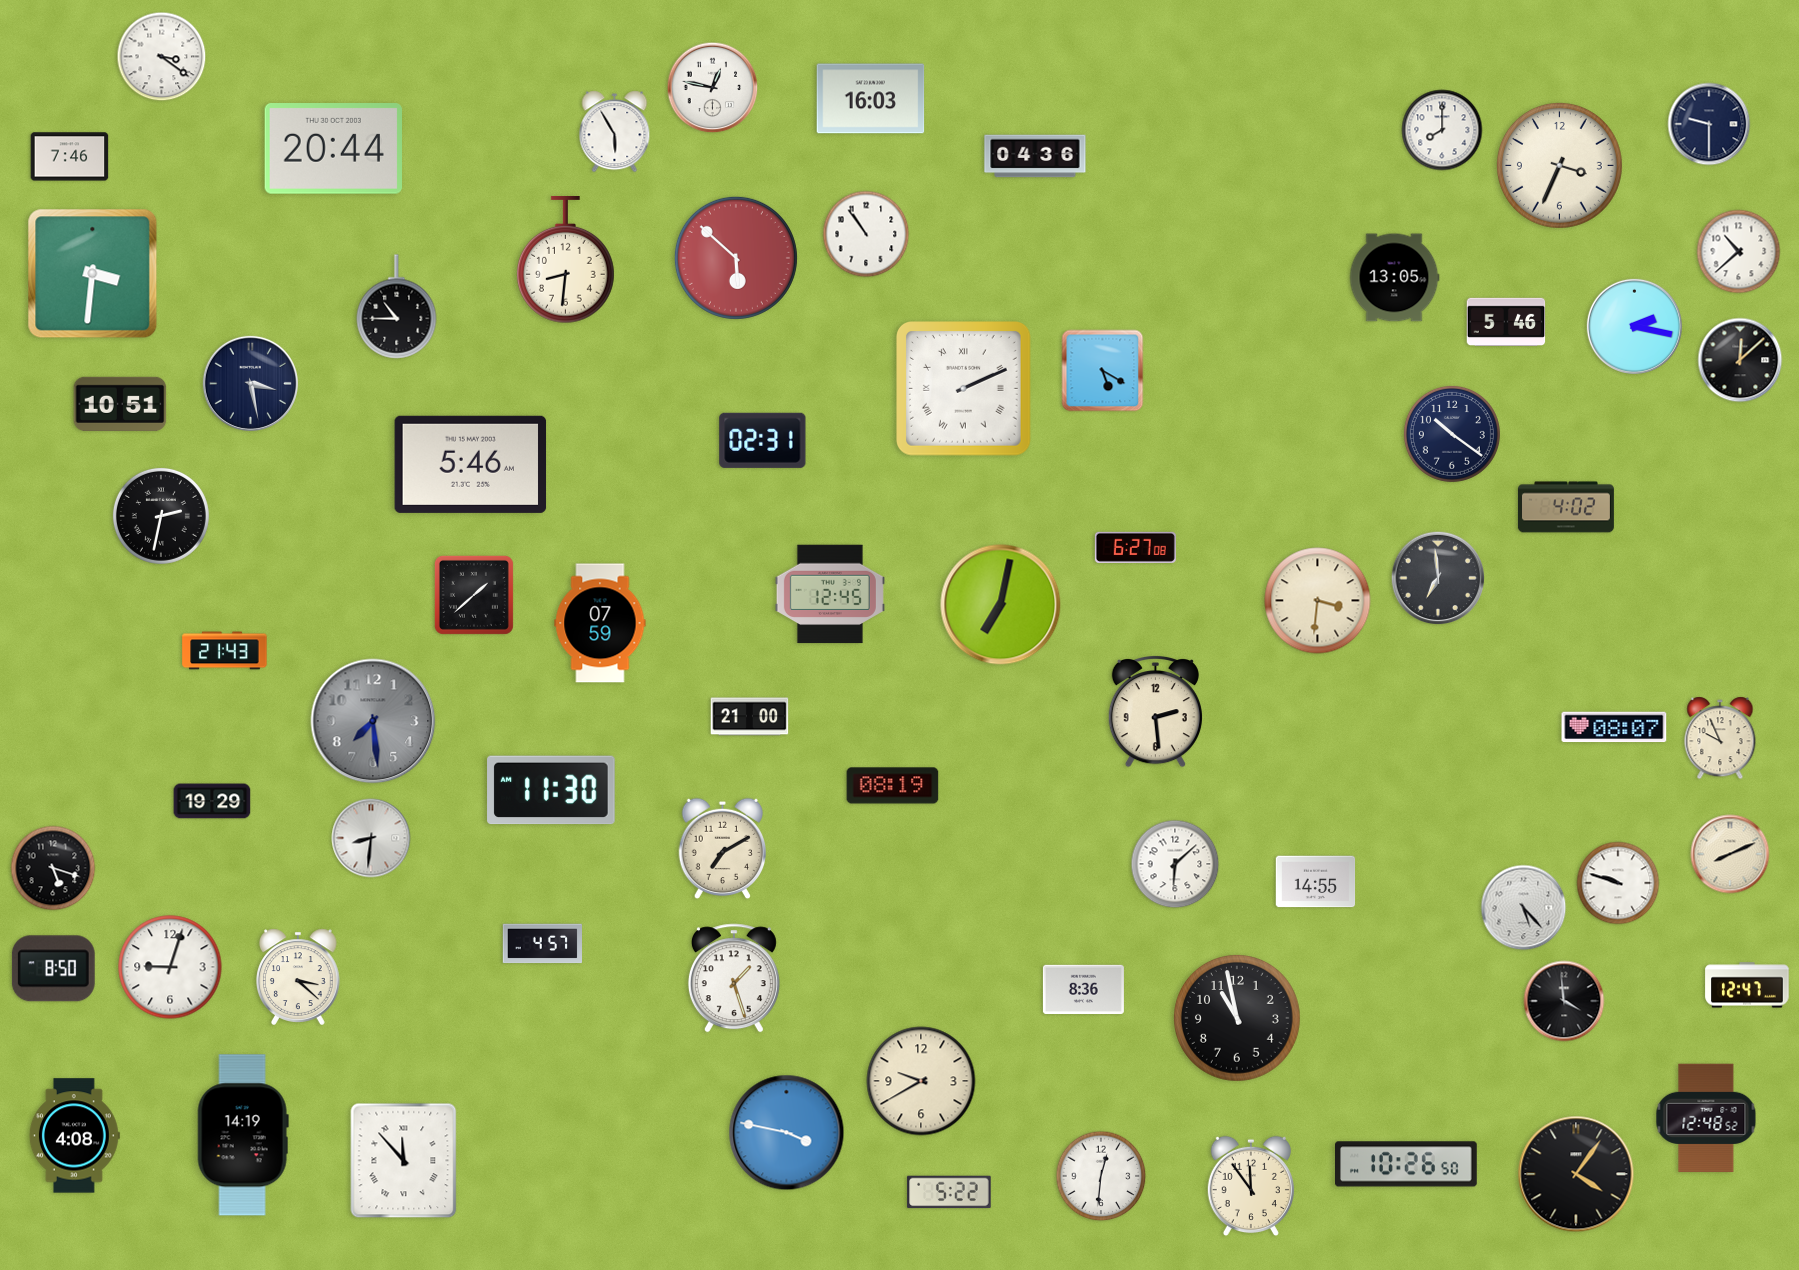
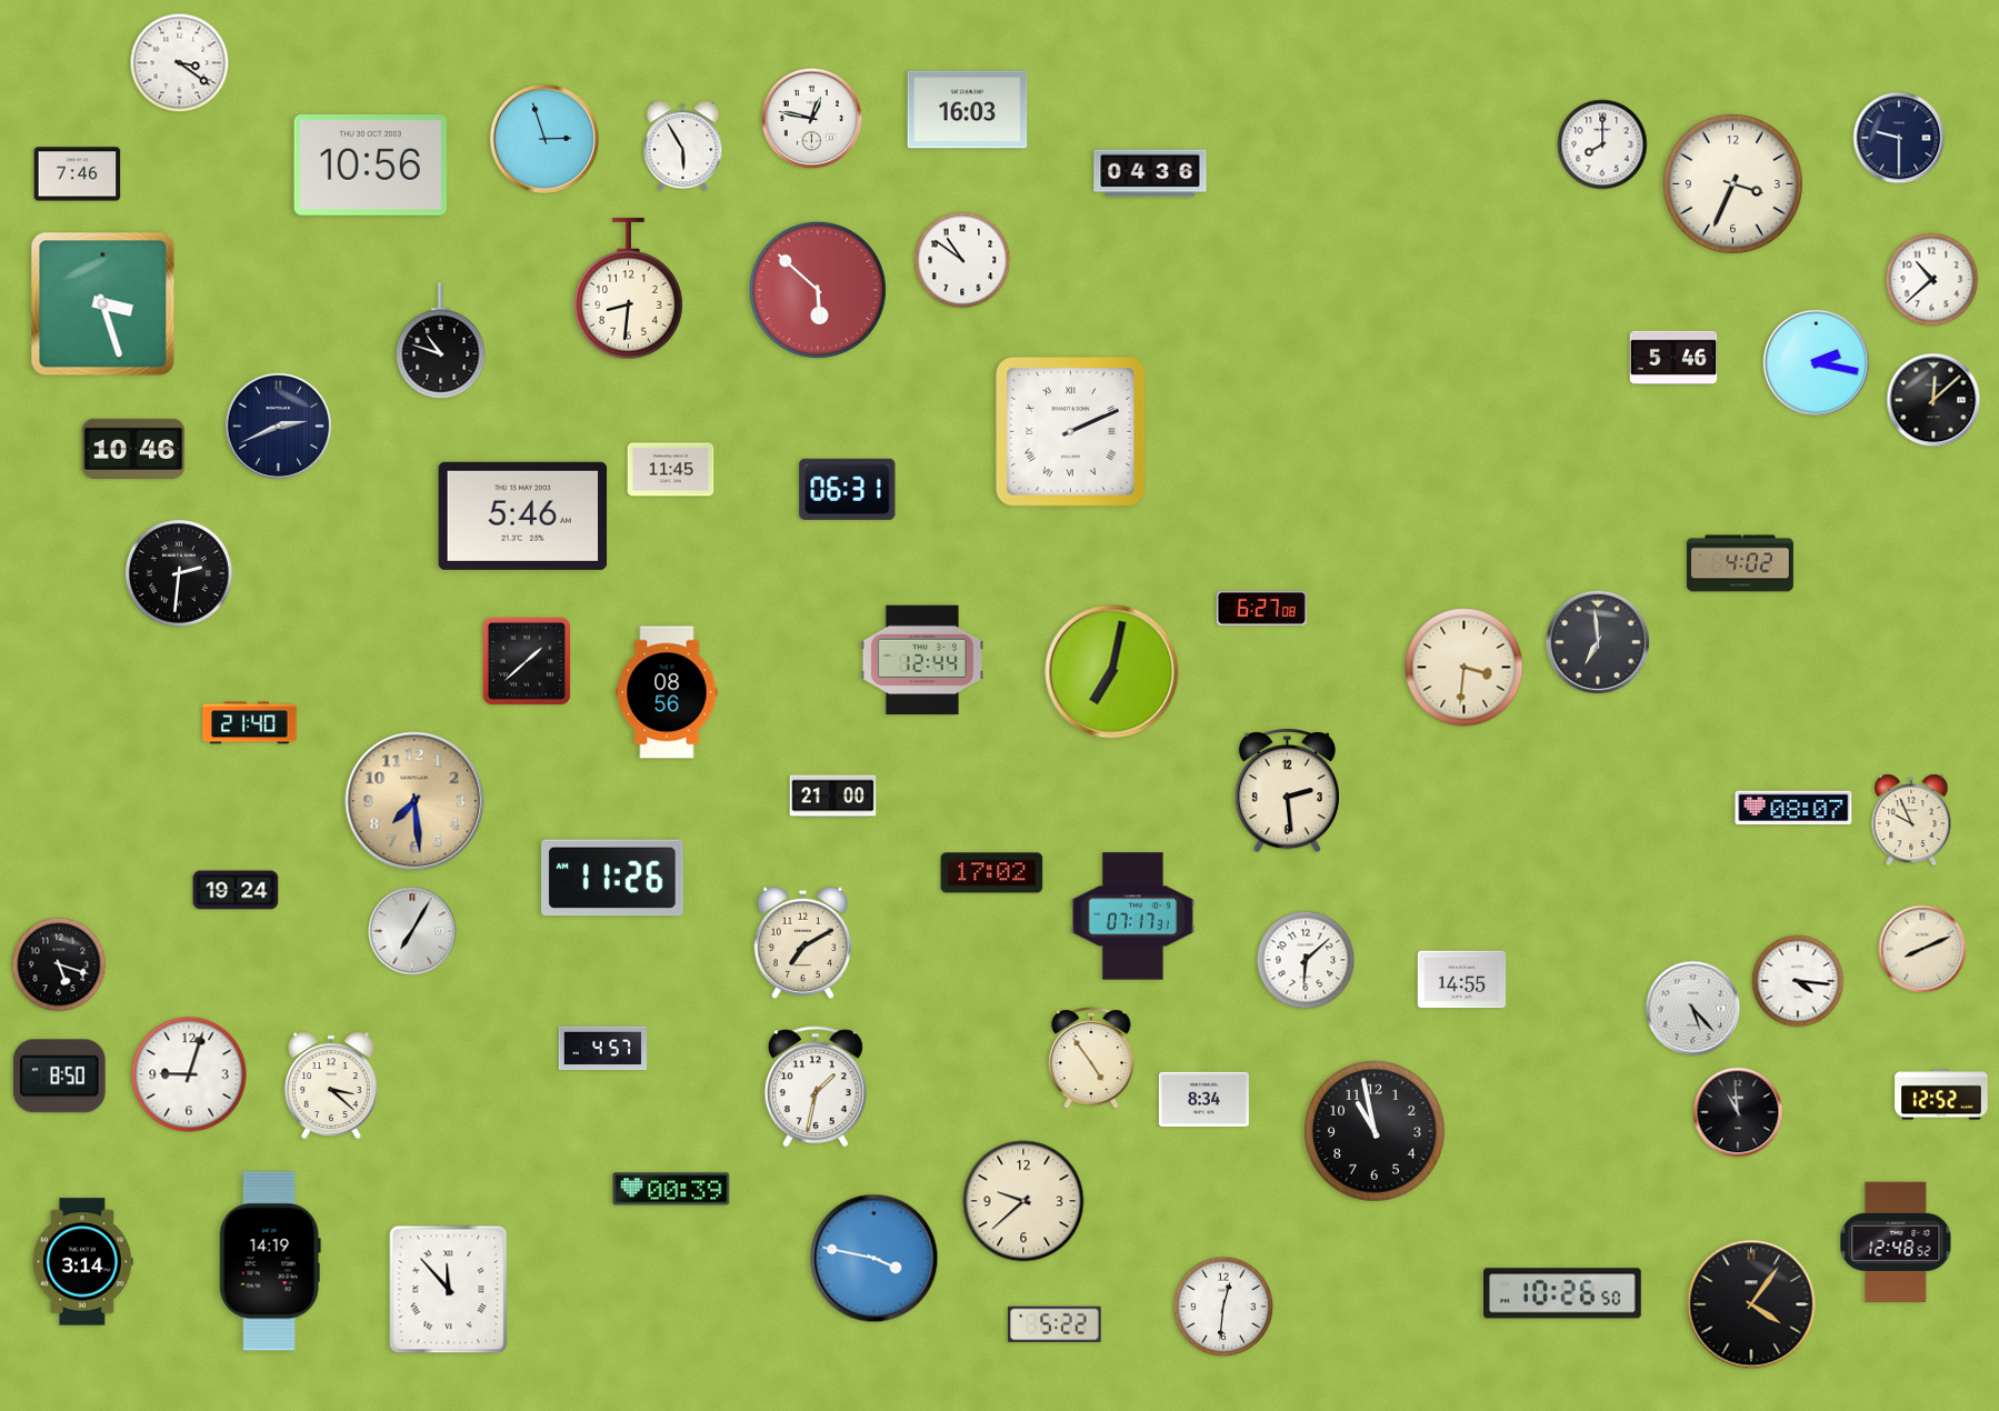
clock at (713, 88) position: (713, 88) -> (812, 119)
clock at (544, 139): none -> 2:57
clock at (333, 149): 20:44 -> 10:56
clock at (866, 234): 10:54 -> 10:51
clock at (736, 258) position: (736, 258) -> (818, 290)
clock at (93, 274): 3:31 -> 3:27
clock at (1394, 278): 13:05 -> none
clock at (397, 307): 10:45 -> 10:48
clock at (1103, 371): 5:20 -> none
clock at (250, 383): 3:28 -> 2:41
clock at (120, 404): 10:51 -> 10:46
clock at (671, 470): none -> 11:45
clock at (1452, 434): 10:21 -> none
clock at (763, 440): 02:31 -> 06:31
clock at (161, 516): 2:32 -> 2:31
clock at (830, 594): 12:45 -> 12:44
clock at (600, 623): 07:59 -> 08:56
clock at (225, 651): 21:43 -> 21:40
clock at (1155, 712) position: (1155, 712) -> (1287, 791)
clock at (373, 721) dial: grey -> champagne
clock at (893, 786): 08:19 -> 17:02
clock at (551, 790): 11:30 -> 11:26
clock at (212, 801): 19:29 -> 19:24
clock at (1132, 917): none -> 07:17
clock at (371, 838): 8:31 -> 7:05
clock at (1618, 883): 9:48 -> 4:16
clock at (1091, 1058): none -> 4:54
clock at (734, 978): 1:27 -> 1:32
clock at (1747, 985): 12:47 -> 12:52
clock at (1083, 990): 8:36 -> 8:34
clock at (1564, 1001): 3:59 -> 10:59
clock at (671, 1189): none -> 00:39
clock at (921, 1081): 9:40 -> 9:38
clock at (74, 1136): 4:08 -> 3:14
clock at (1251, 1186): 11:54 -> none
